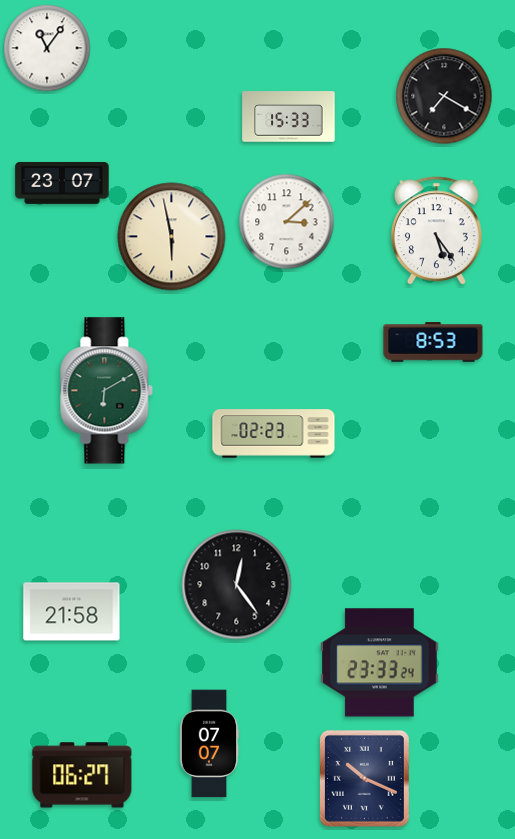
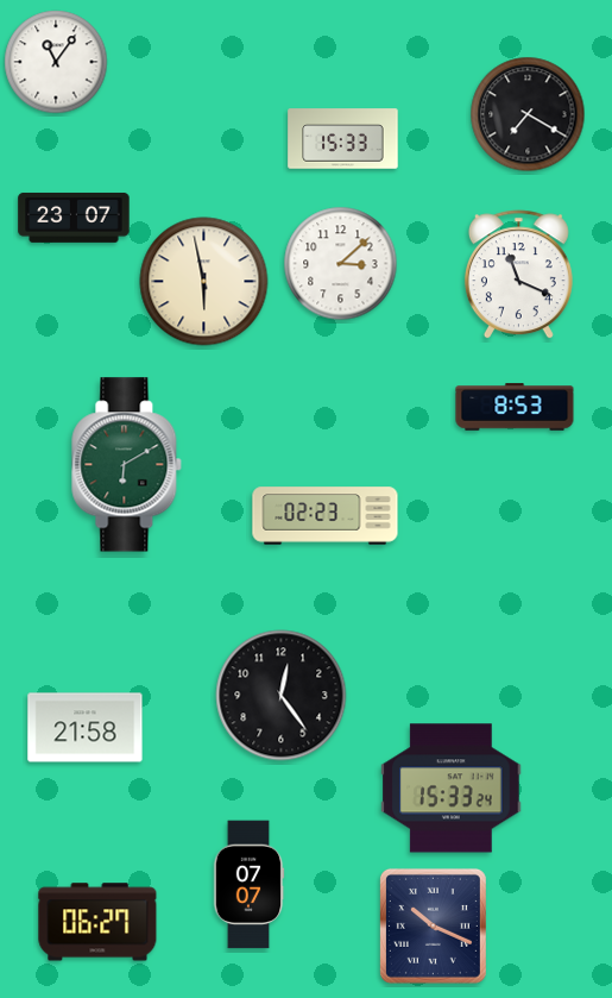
clock at (47, 48) position: (47, 48) -> (56, 62)
clock at (436, 231): 5:24 -> 11:19
clock at (380, 663): 23:33 -> 15:33
